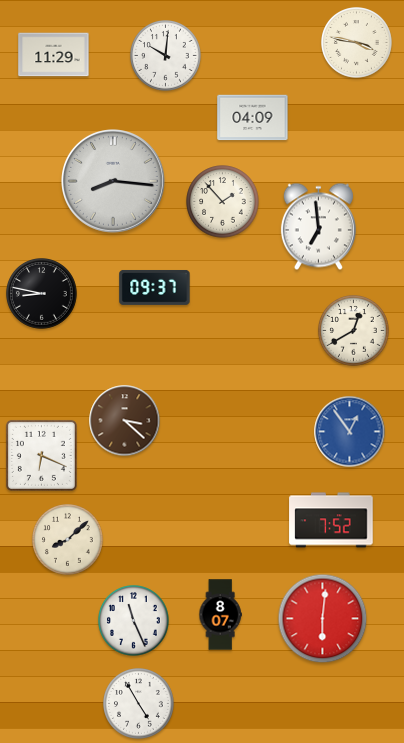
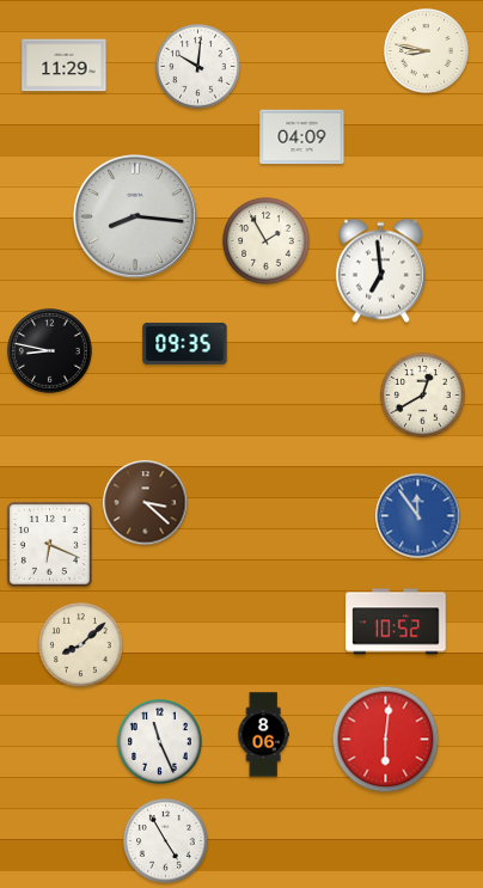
clock at (357, 43): 3:47 -> 8:47
clock at (253, 118) position: (253, 118) -> (302, 137)
clock at (223, 202): 1:53 -> 1:55
clock at (155, 287): 09:37 -> 09:35
clock at (125, 421) position: (125, 421) -> (146, 503)
clock at (350, 432): 12:54 -> 11:54
clock at (331, 520): 7:52 -> 10:52
clock at (220, 615): 8:07 -> 8:06
